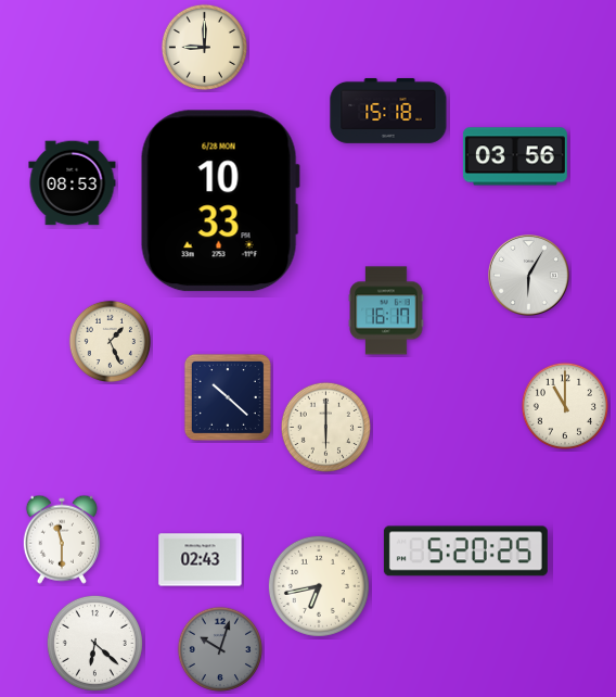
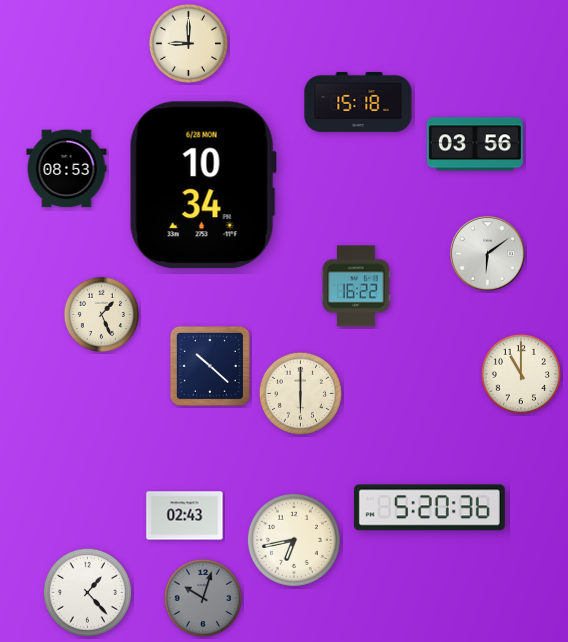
clock at (220, 201): 10:33 -> 10:34
clock at (529, 276): 6:05 -> 6:09
clock at (386, 311): 16:17 -> 16:22
clock at (62, 540): 11:30 -> none
clock at (465, 552): 5:20:25 -> 5:20:36
clock at (94, 643): 6:22 -> 1:23
